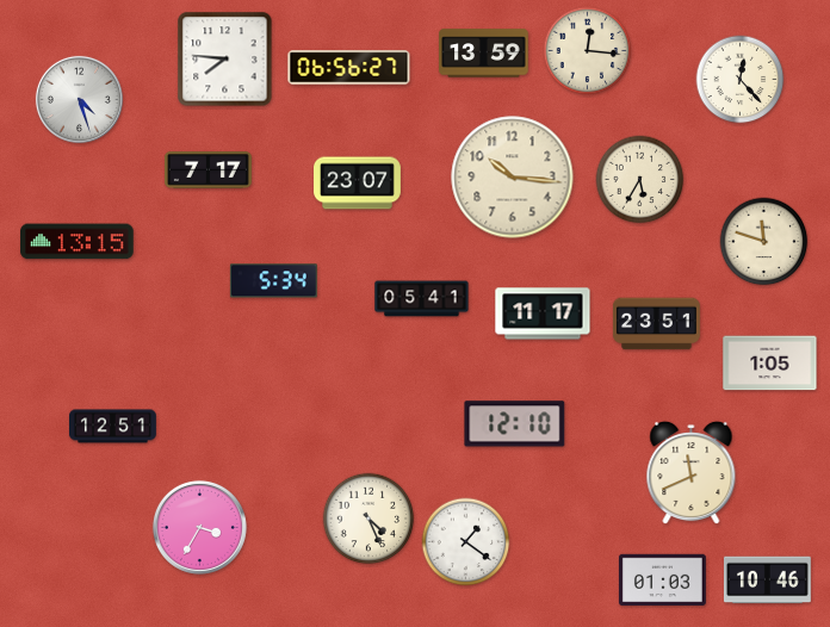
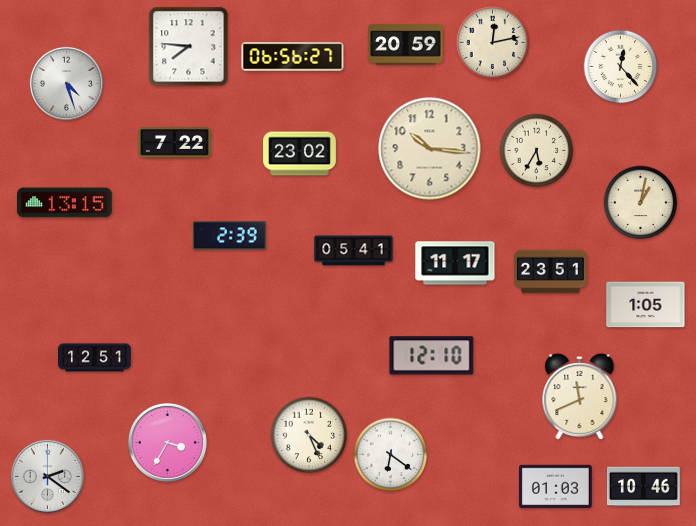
clock at (588, 51): 12:16 -> 12:13
clock at (484, 54): 13:59 -> 20:59
clock at (225, 60) position: (225, 60) -> (189, 47)
clock at (209, 170): 7:17 -> 7:22
clock at (358, 184): 23:07 -> 23:02
clock at (764, 242): 11:48 -> 1:02
clock at (273, 281): 5:34 -> 2:39
clock at (466, 542): 1:21 -> 6:21
clock at (47, 476): none -> 2:21
